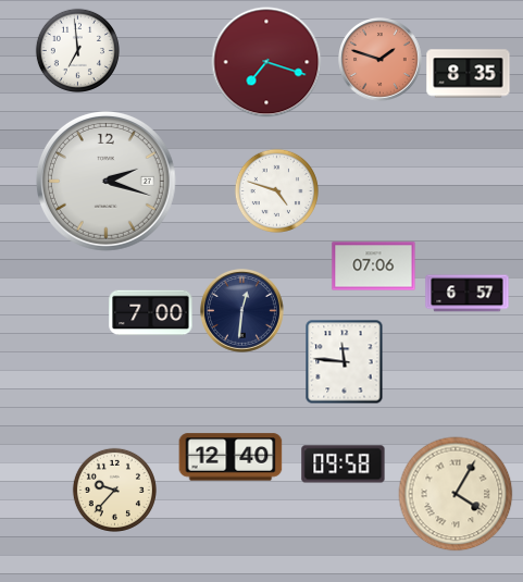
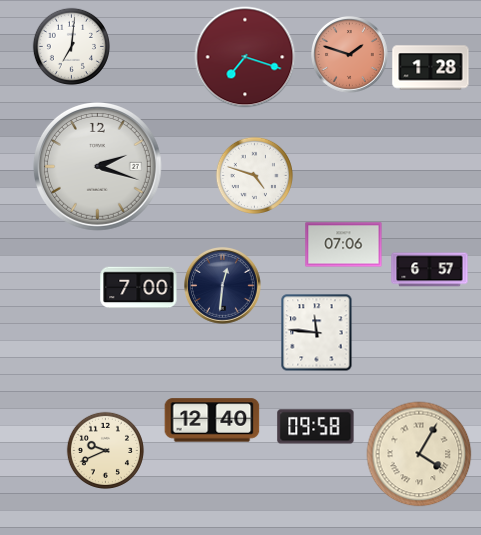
clock at (77, 50): 6:59 -> 7:01
clock at (469, 74): 8:35 -> 1:28
clock at (114, 490): 9:37 -> 9:41
